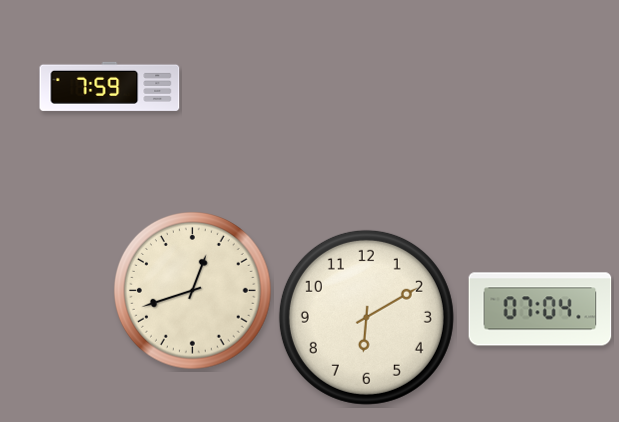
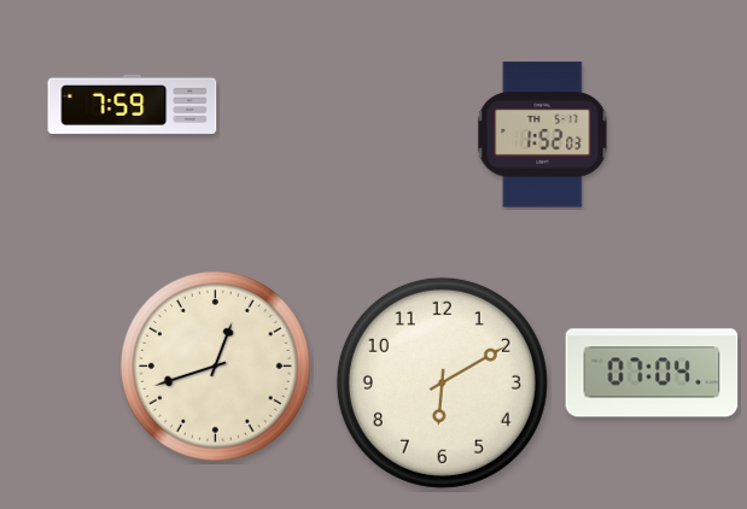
clock at (543, 135): none -> 1:52
clock at (193, 291) position: (193, 291) -> (216, 367)
